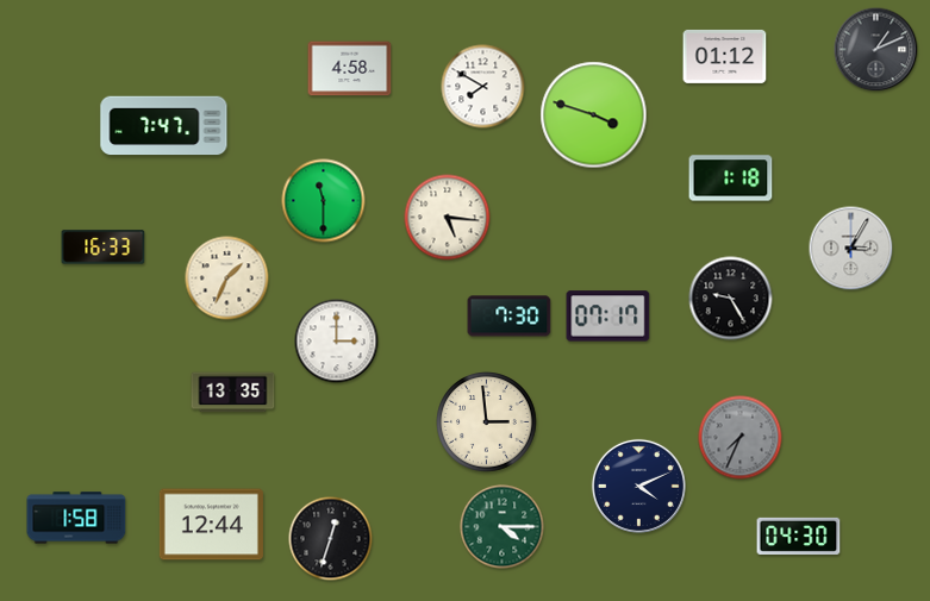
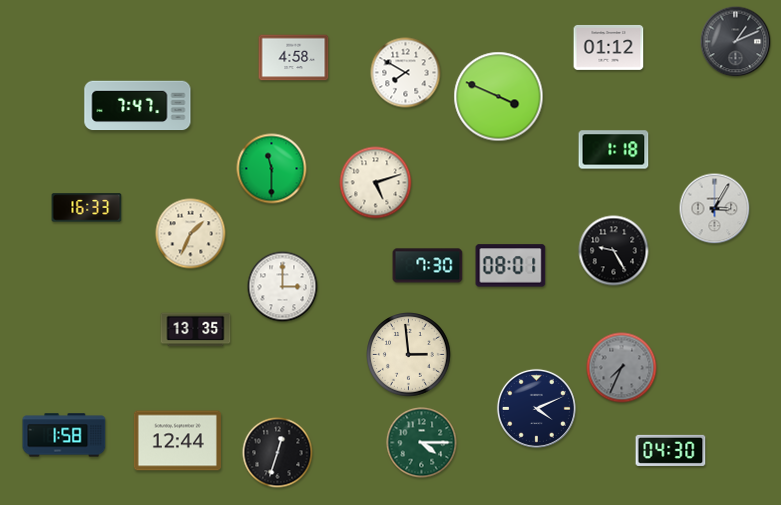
clock at (594, 115): 3:48 -> 3:49
clock at (448, 218): 5:16 -> 5:12
clock at (608, 317): 07:17 -> 08:01
